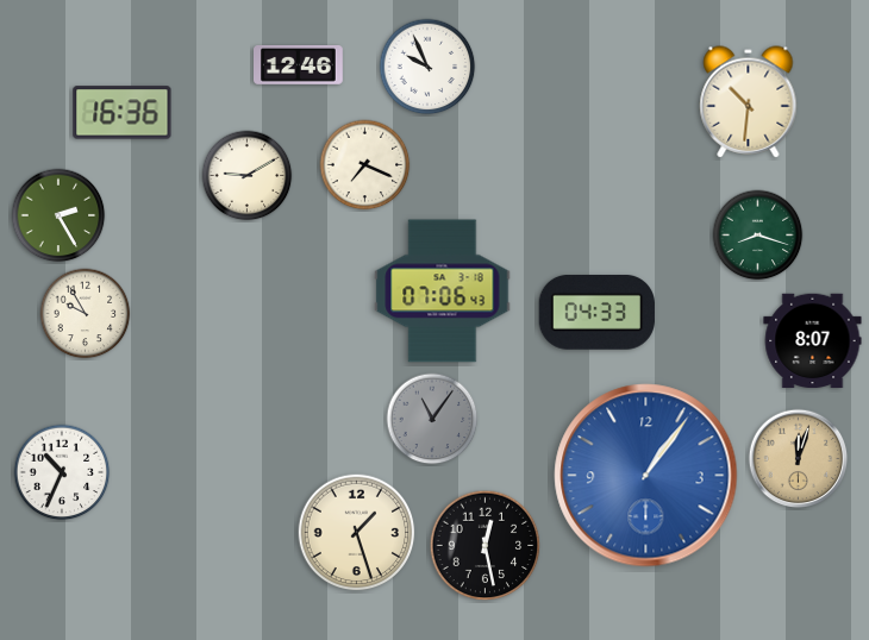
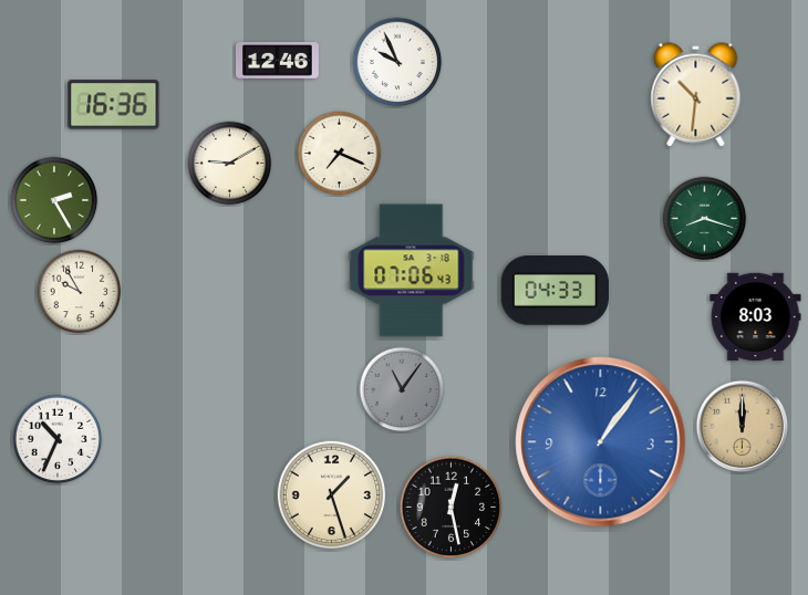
clock at (813, 341): 8:07 -> 8:03
clock at (799, 459): 12:03 -> 12:00
